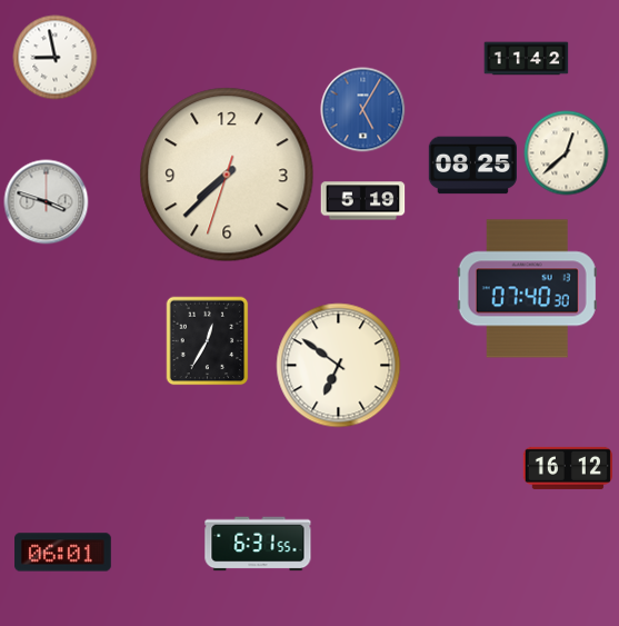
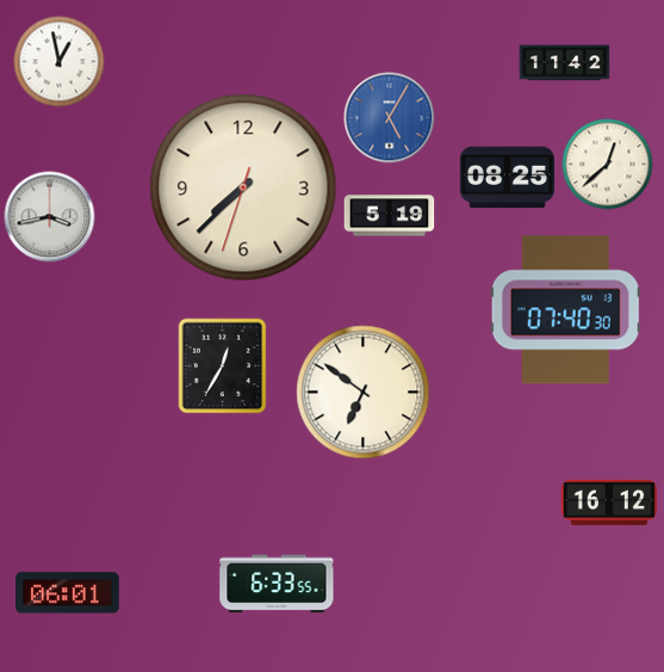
clock at (56, 58): 8:58 -> 12:58
clock at (47, 202): 3:48 -> 3:43
clock at (258, 544): 6:31 -> 6:33
